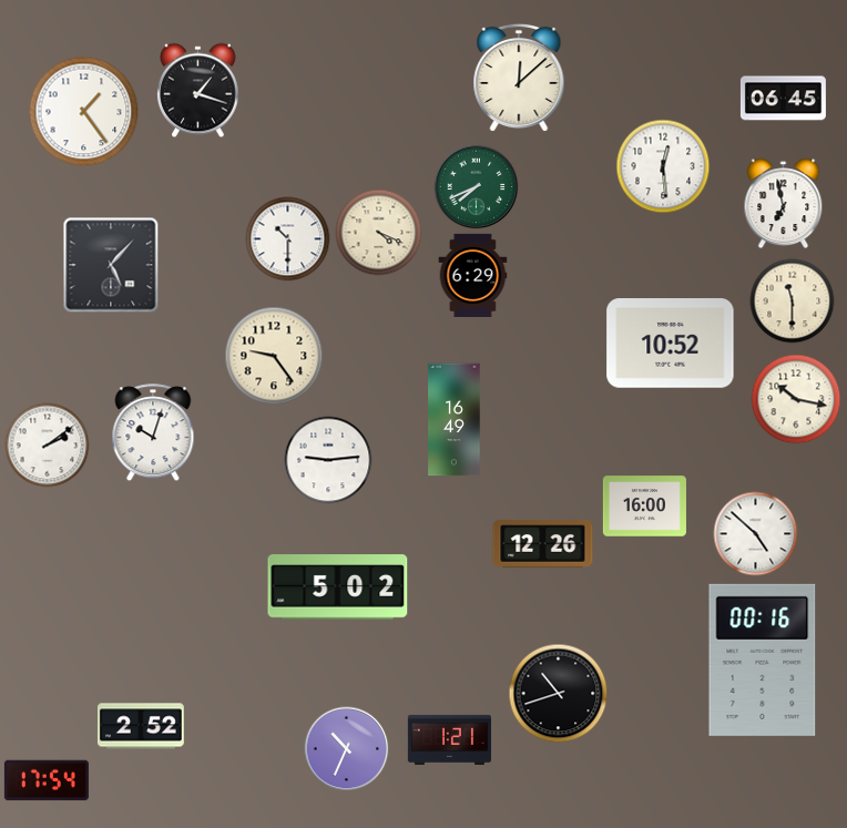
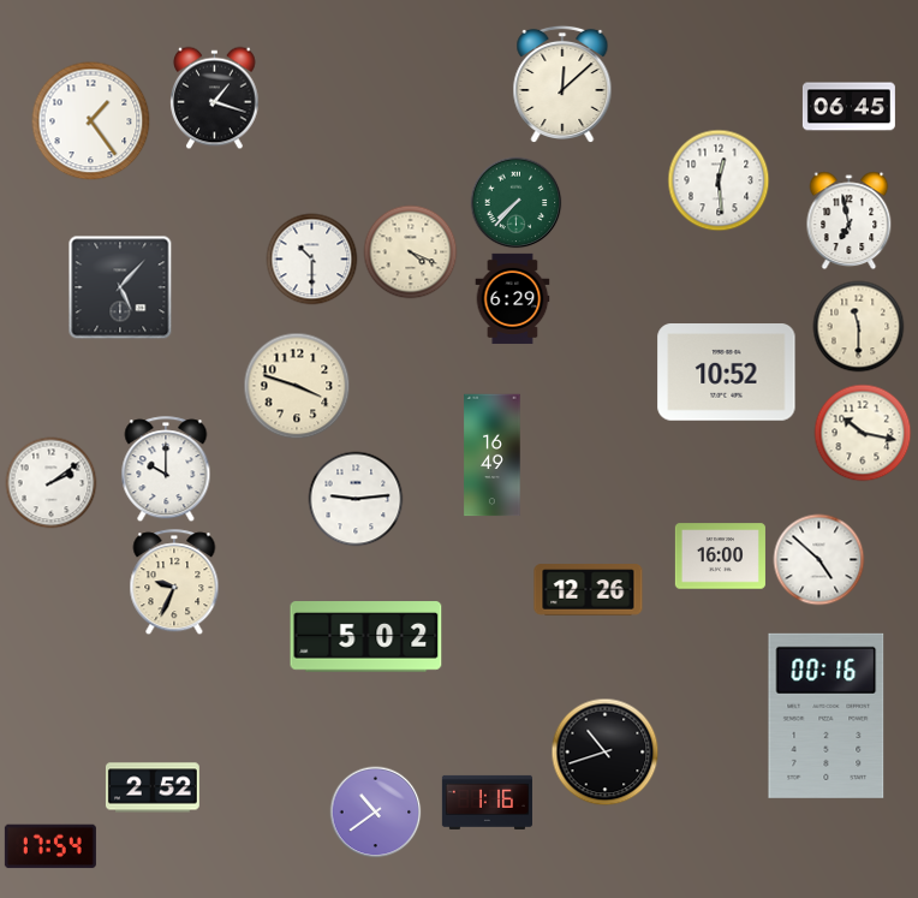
clock at (477, 187): 7:41 -> 7:37
clock at (274, 356): 9:24 -> 3:48
clock at (153, 433): 10:03 -> 10:00
clock at (644, 507) position: (644, 507) -> (720, 557)
clock at (756, 534) position: (756, 534) -> (819, 560)
clock at (174, 583): none -> 9:34
clock at (449, 739): 1:21 -> 1:16
clock at (347, 749): 10:34 -> 10:39
